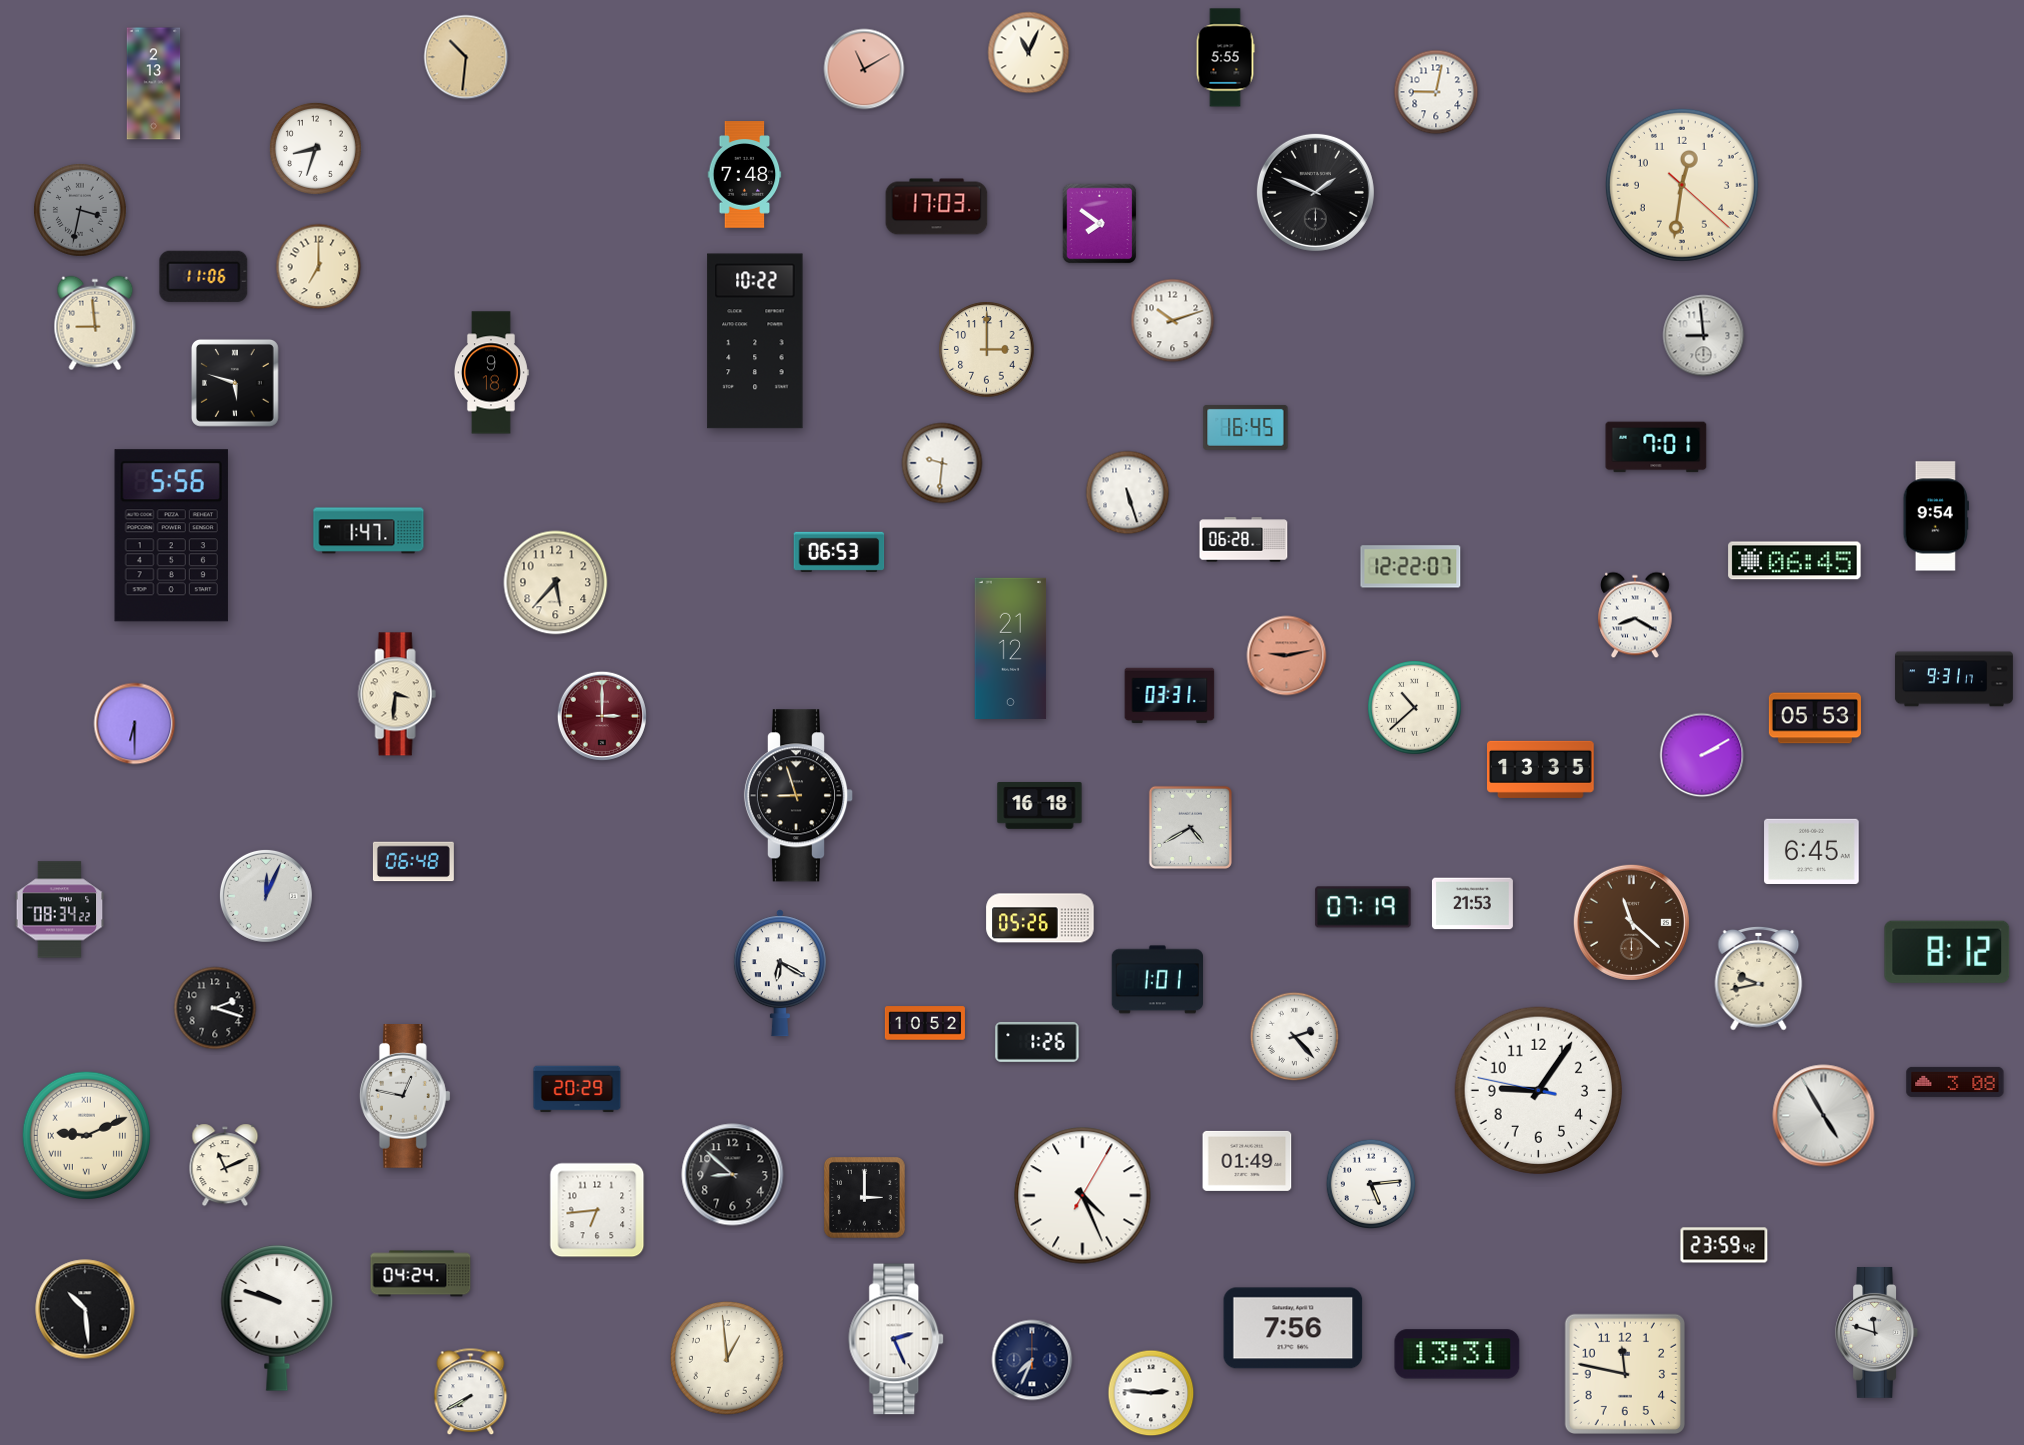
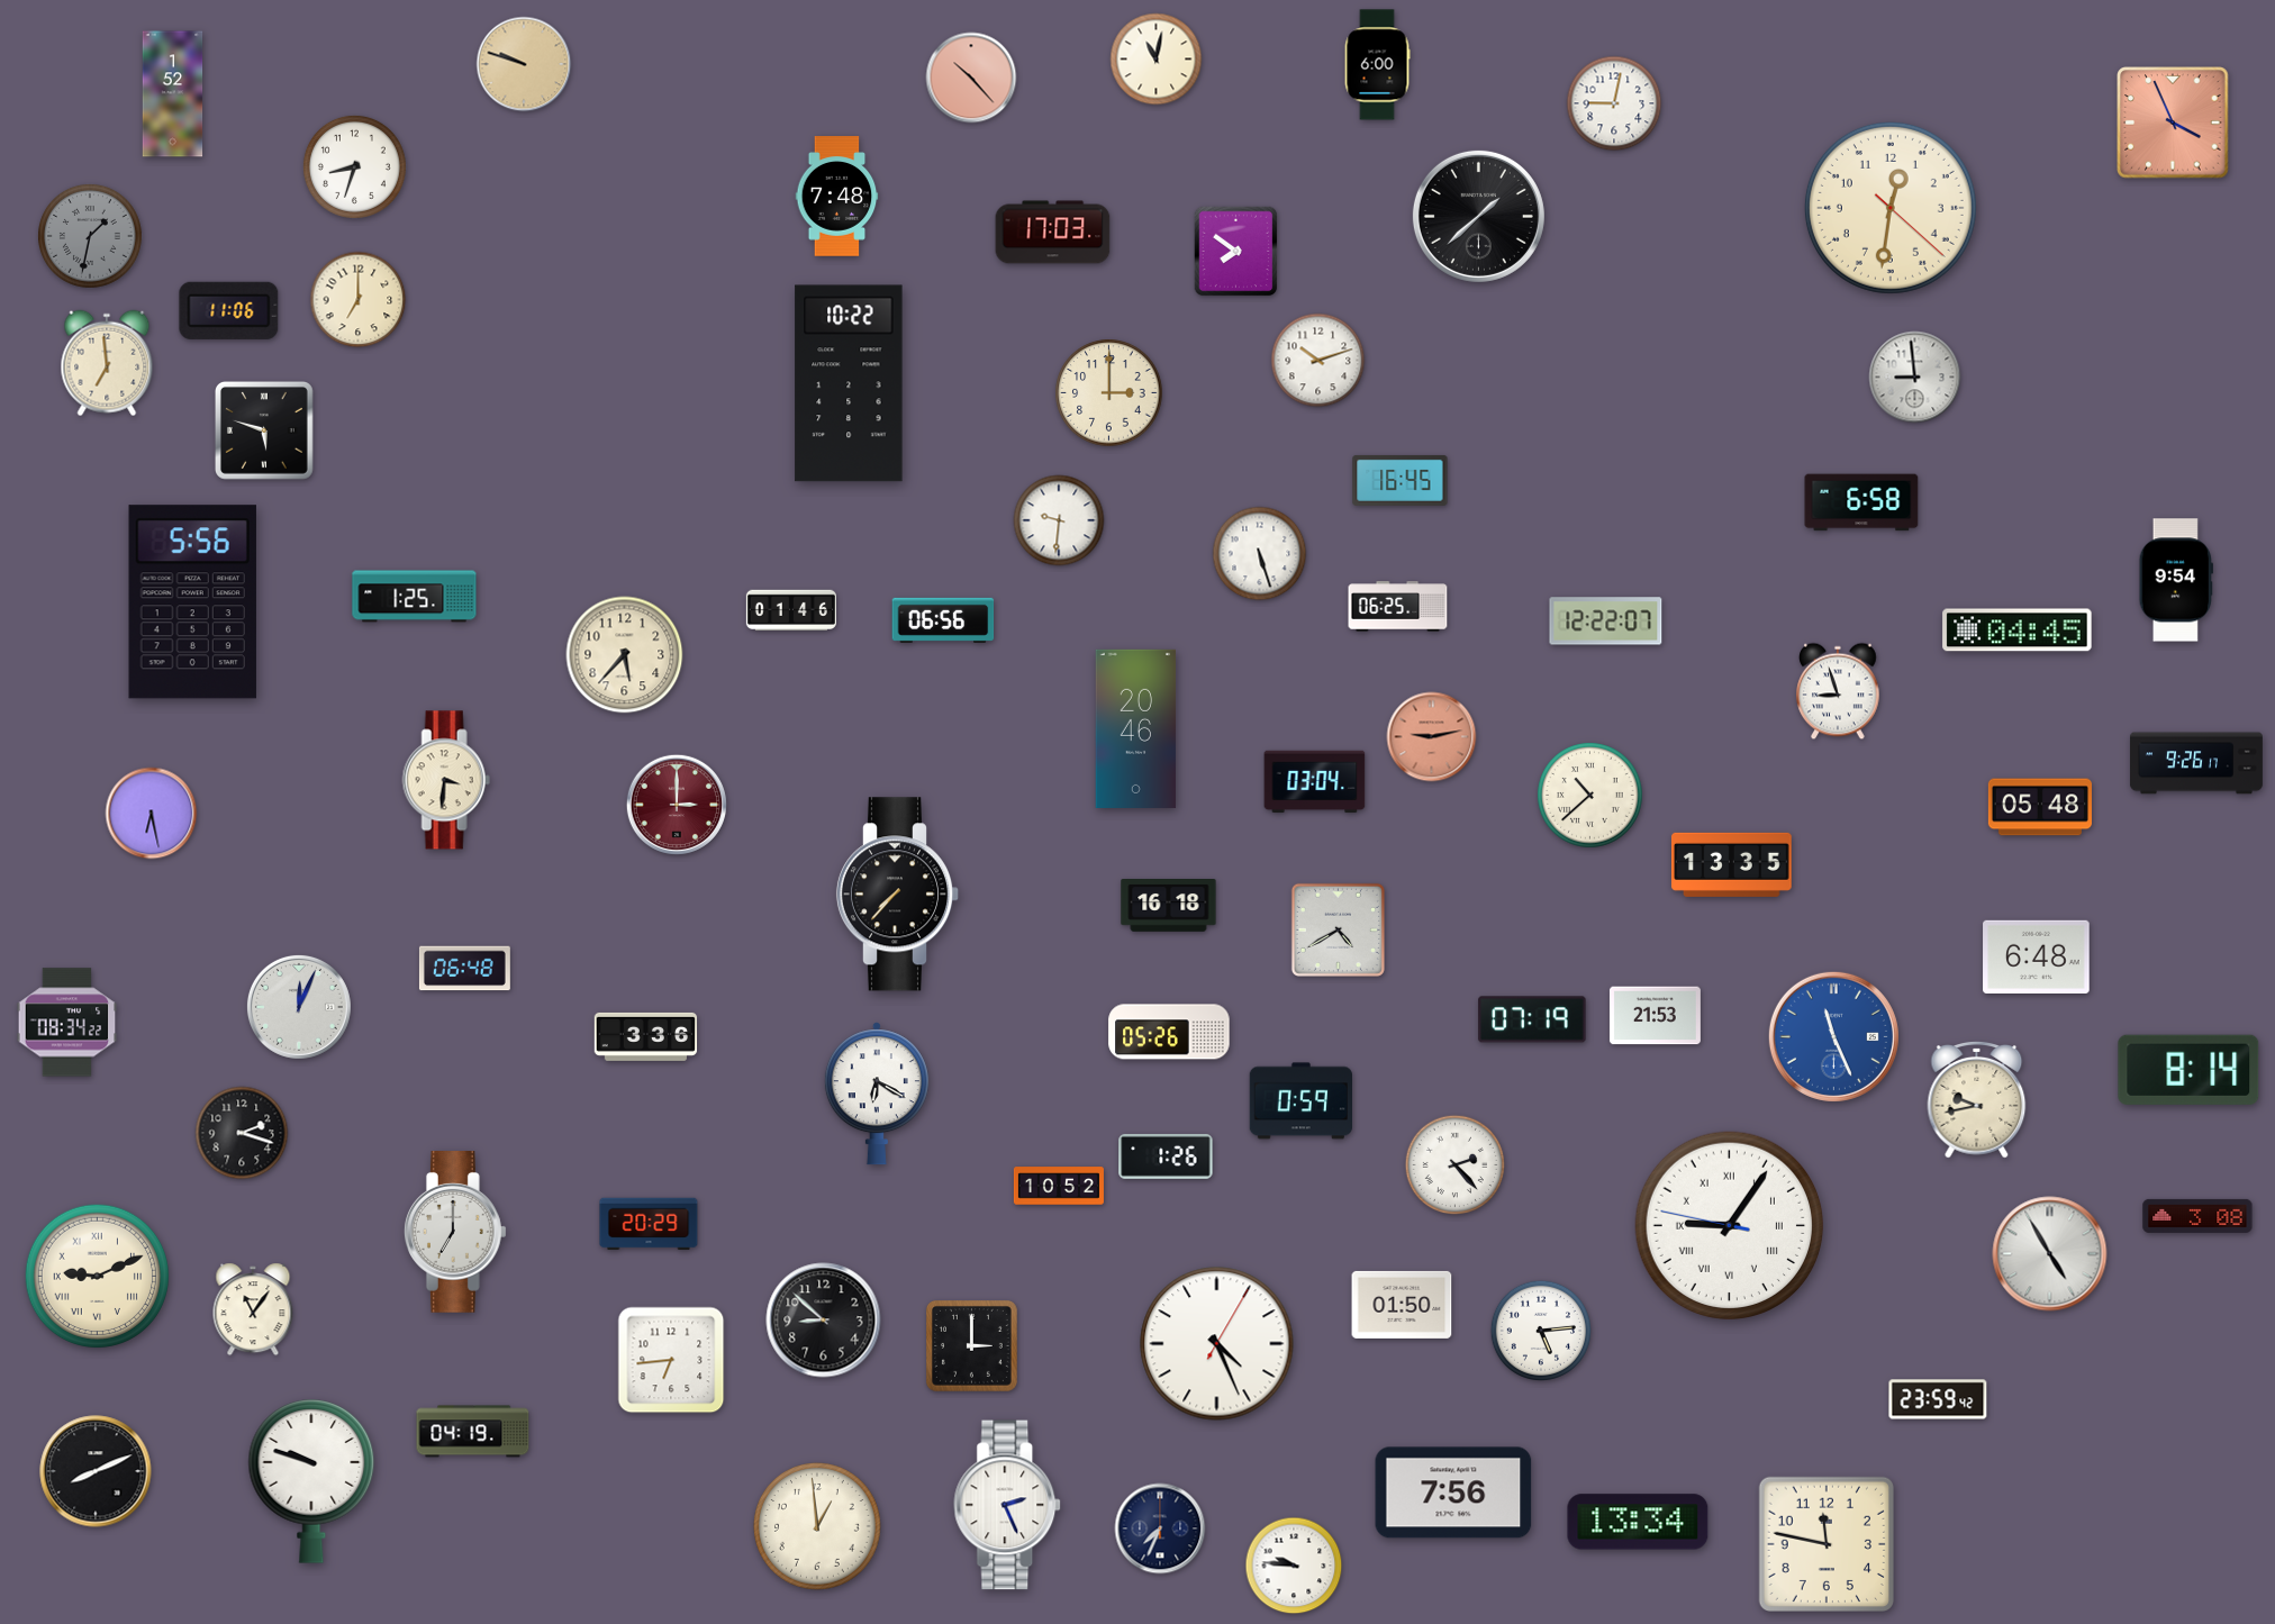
clock at (1029, 53): 11:04 -> 11:02
clock at (466, 57): 10:31 -> 9:48
clock at (1225, 58): 5:55 -> 6:00
clock at (864, 69): 11:10 -> 10:23
clock at (154, 84): 2:13 -> 1:52
clock at (2173, 123): none -> 3:56
clock at (1315, 192): 1:49 -> 1:38
clock at (81, 211): 3:32 -> 1:32
clock at (95, 323): 8:59 -> 6:59
clock at (491, 373): 9:18 -> none
clock at (1656, 447): 7:01 -> 6:58
clock at (1128, 493) position: (1128, 493) -> (1260, 554)
clock at (369, 531): 1:47 -> 1:25
clock at (1244, 540): 06:28 -> 06:25
clock at (791, 610): none -> 01:46
clock at (839, 552): 06:53 -> 06:56
clock at (1795, 561): 06:45 -> 04:45
clock at (1411, 567) position: (1411, 567) -> (1606, 622)
clock at (1635, 615): 8:20 -> 8:57
clock at (1011, 648): 21:12 -> 20:46
clock at (1287, 656) position: (1287, 656) -> (1432, 737)
clock at (1954, 679): 9:31 -> 9:26
clock at (1170, 696): 03:31 -> 03:04
clock at (1815, 718): 05:53 -> 05:48
clock at (135, 724): 6:30 -> 6:28
clock at (1702, 755): 2:10 -> none
clock at (799, 796): 8:57 -> 7:37
clock at (1812, 851): 6:45 -> 6:48
clock at (646, 1036): none -> 3:36
clock at (1631, 922): 11:22 -> 11:26
clock at (1631, 922) dial: brown -> blue
clock at (1947, 952): 8:12 -> 8:14
clock at (1157, 980): 1:01 -> 0:59
clock at (925, 1023) position: (925, 1023) -> (1059, 1186)
clock at (1037, 1042) position: (1037, 1042) -> (1166, 1156)
clock at (1538, 1090) numerals: Arabic -> Roman
clock at (405, 1097): 12:47 -> 7:00
clock at (1247, 1161): 01:49 -> 01:50
clock at (225, 1165): 11:11 -> 11:06
clock at (421, 1274): 04:24 -> 04:19
clock at (85, 1309): 10:29 -> 8:11
clock at (1877, 1332): 11:48 -> none
clock at (1457, 1354): 13:31 -> 13:34
clock at (471, 1392): 7:40 -> none
clock at (1151, 1393): 2:46 -> 9:46
